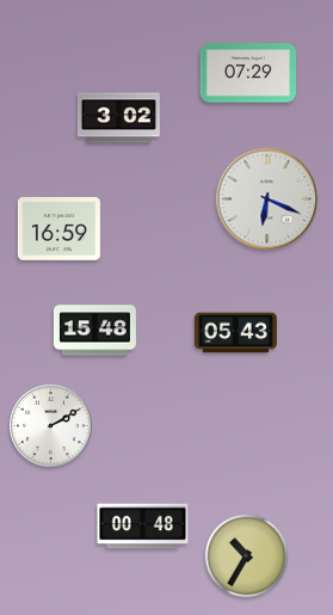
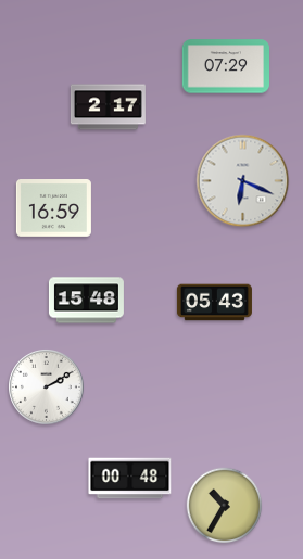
clock at (118, 118): 3:02 -> 2:17
